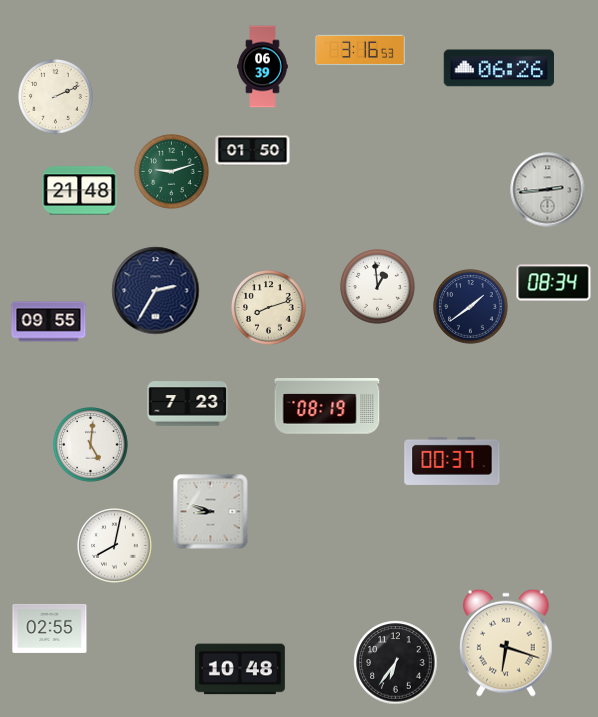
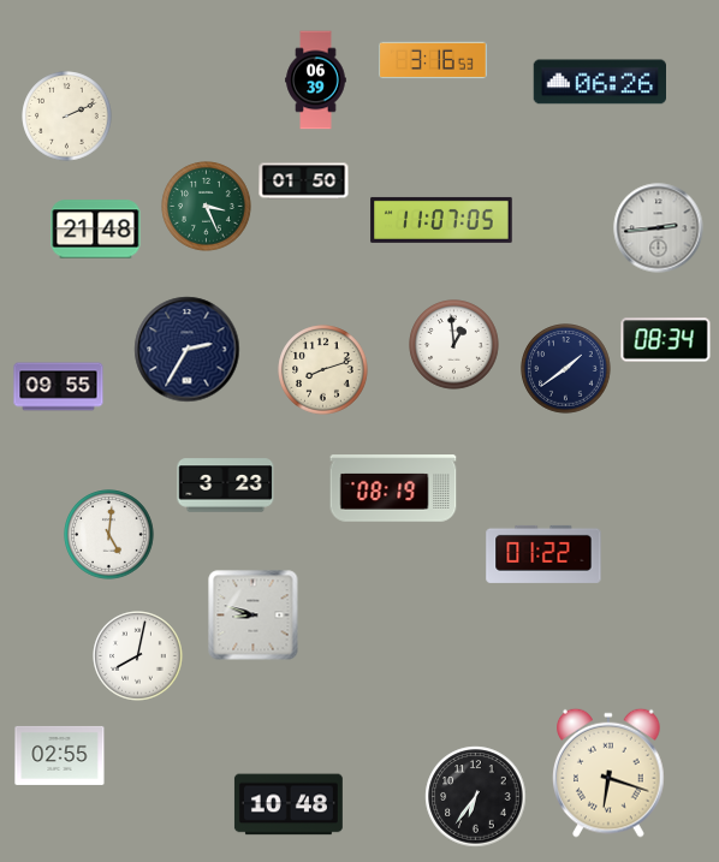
clock at (172, 172): 9:12 -> 3:26
clock at (441, 220): none -> 11:07
clock at (188, 404): 7:23 -> 3:23
clock at (452, 461): 00:37 -> 01:22
